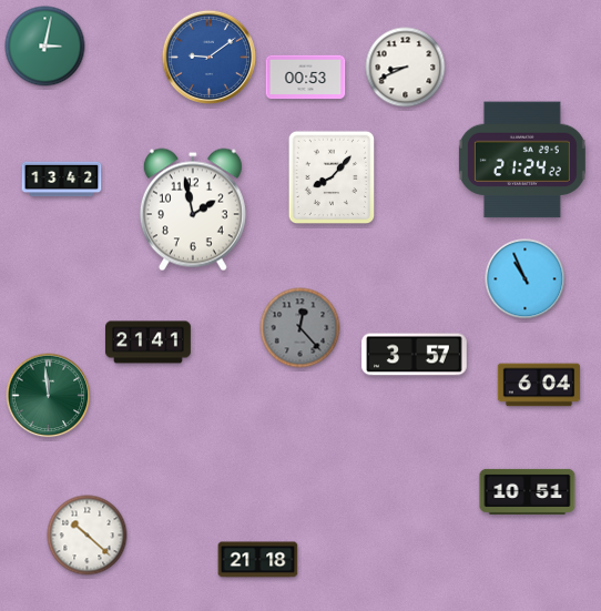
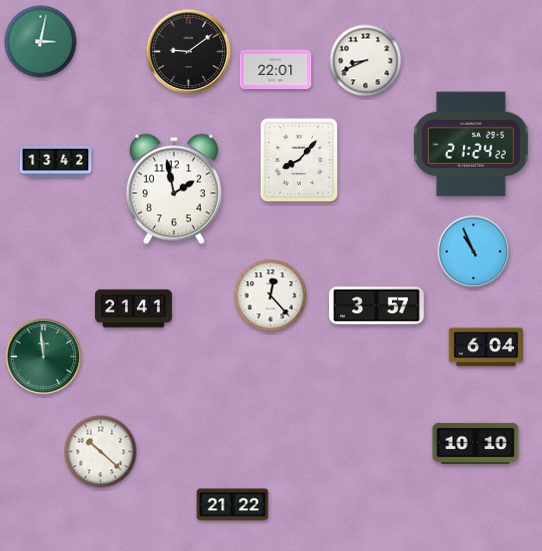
clock at (208, 57) dial: blue -> black
clock at (306, 78): 00:53 -> 22:01
clock at (300, 328) dial: grey -> white
clock at (415, 355) position: (415, 355) -> (377, 306)
clock at (528, 491): 10:51 -> 10:10
clock at (88, 536) position: (88, 536) -> (101, 452)
clock at (258, 560): 21:18 -> 21:22
